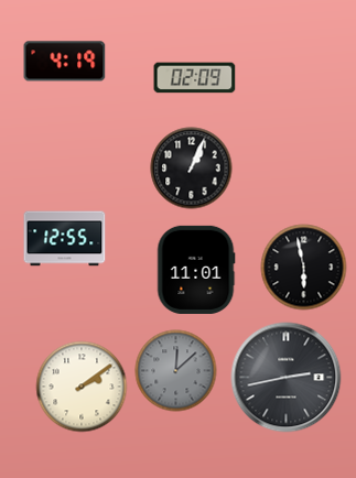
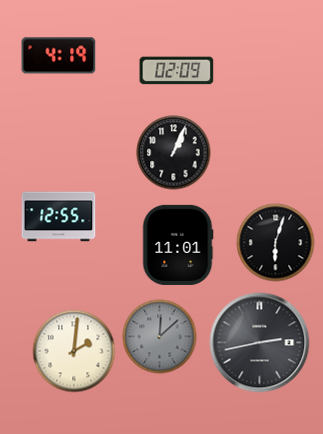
clock at (304, 268): 5:58 -> 6:03
clock at (82, 387): 2:09 -> 2:01
